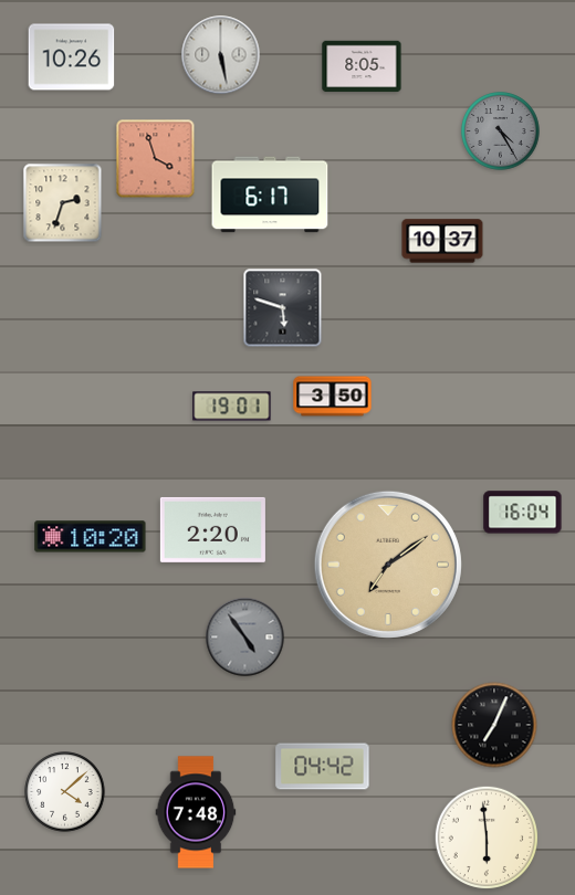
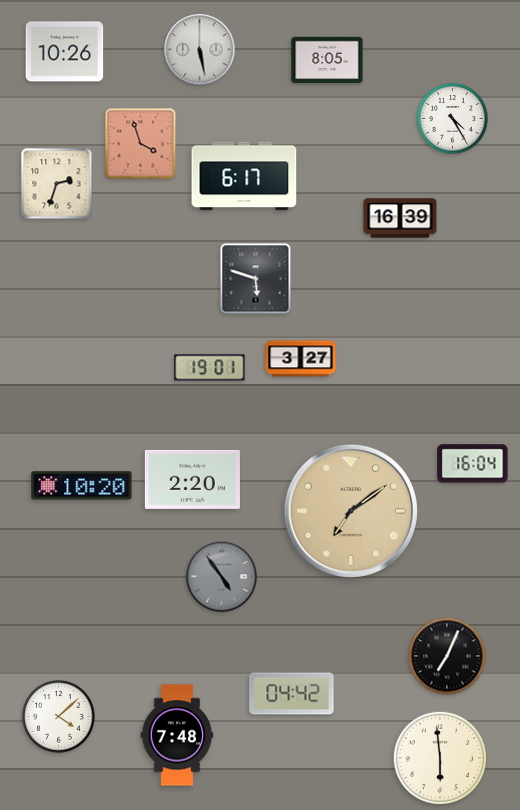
clock at (501, 131) dial: grey -> white
clock at (442, 241): 10:37 -> 16:39
clock at (333, 397): 3:50 -> 3:27
